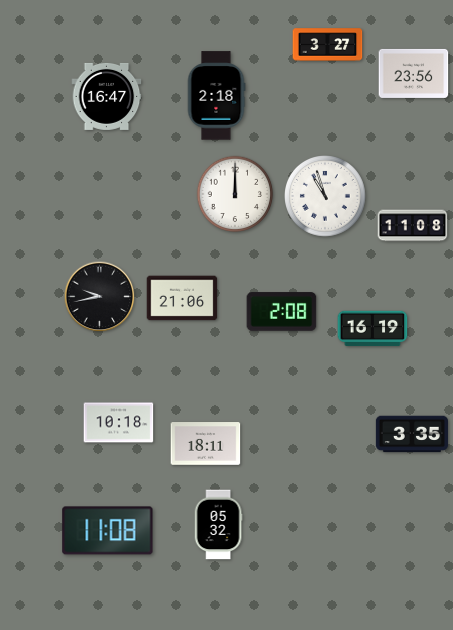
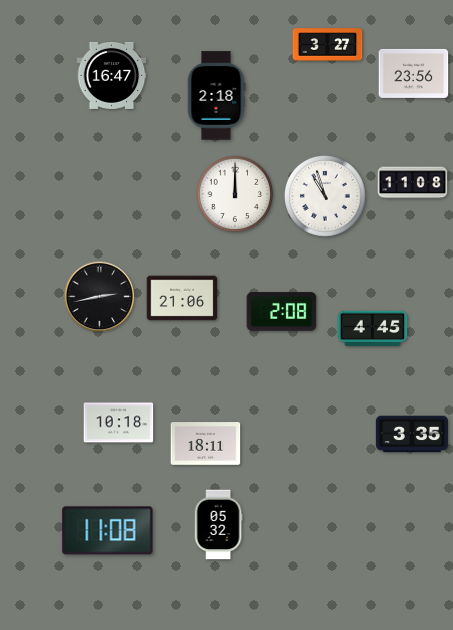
clock at (107, 96) position: (107, 96) -> (112, 75)
clock at (413, 226) position: (413, 226) -> (413, 183)
clock at (100, 297): 9:43 -> 2:43
clock at (373, 329): 16:19 -> 4:45
